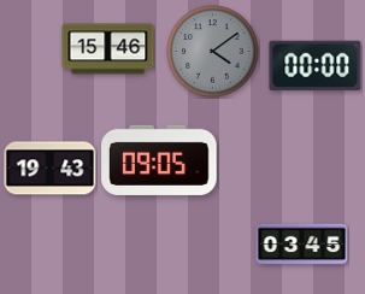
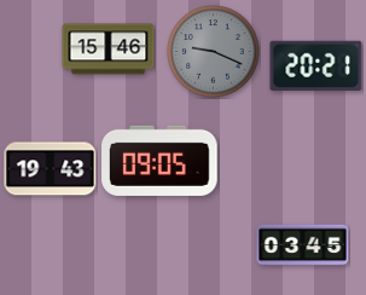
clock at (213, 52): 4:09 -> 9:19
clock at (316, 65): 00:00 -> 20:21
